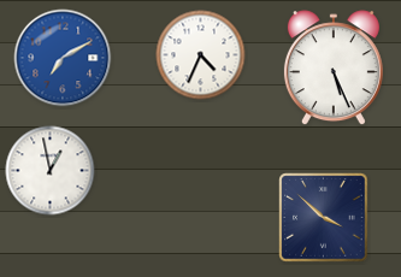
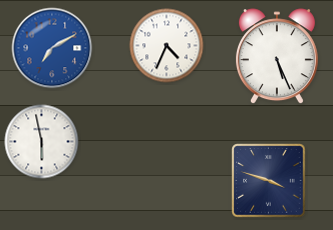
clock at (51, 171): 12:58 -> 5:58
clock at (324, 218): 3:52 -> 3:48
